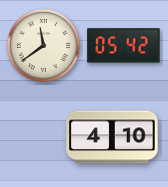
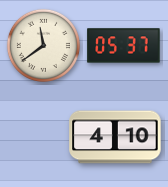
clock at (124, 46): 05:42 -> 05:37
clock at (112, 137) position: (112, 137) -> (115, 137)
